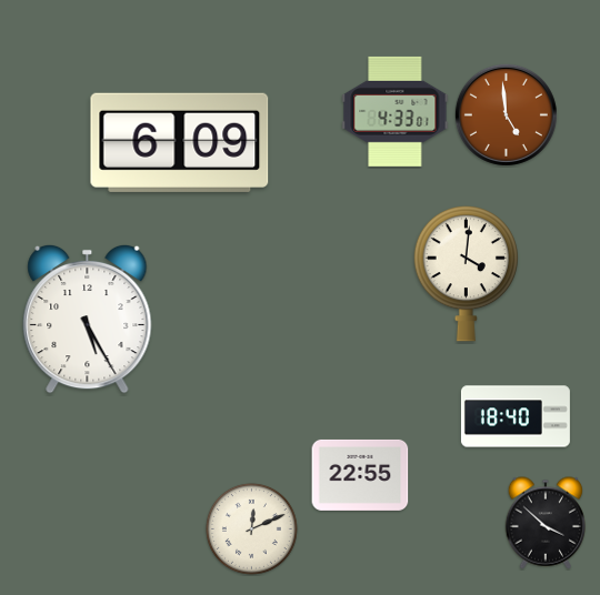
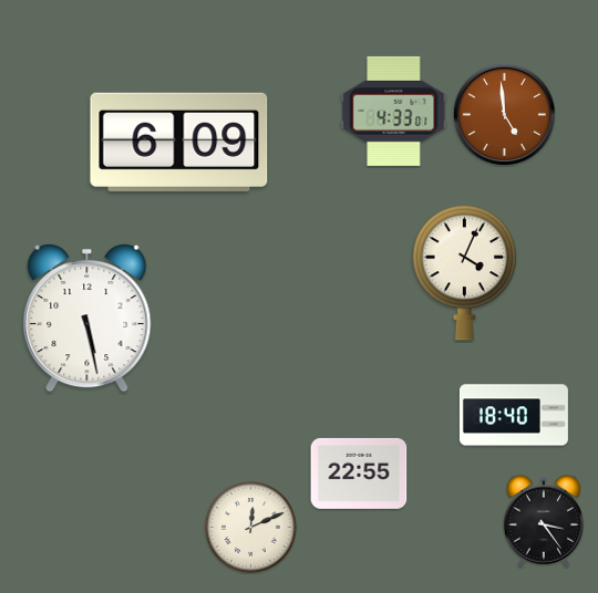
clock at (466, 273): 4:01 -> 4:04
clock at (88, 319): 5:25 -> 5:28
clock at (544, 523): 3:52 -> 3:24
